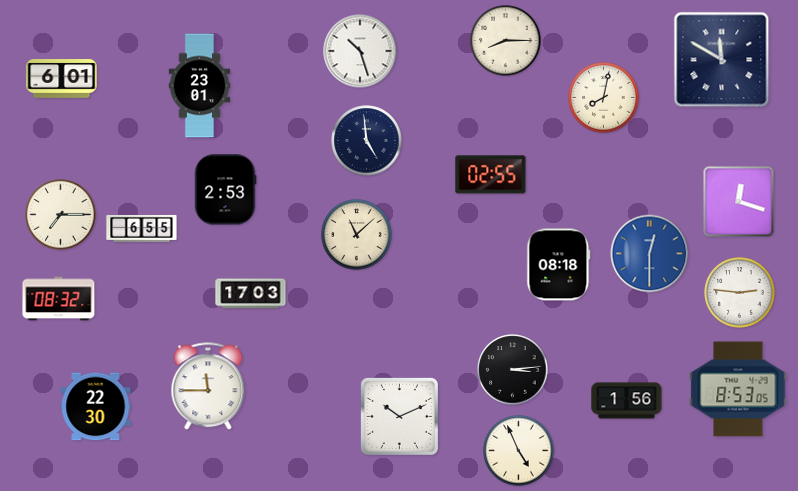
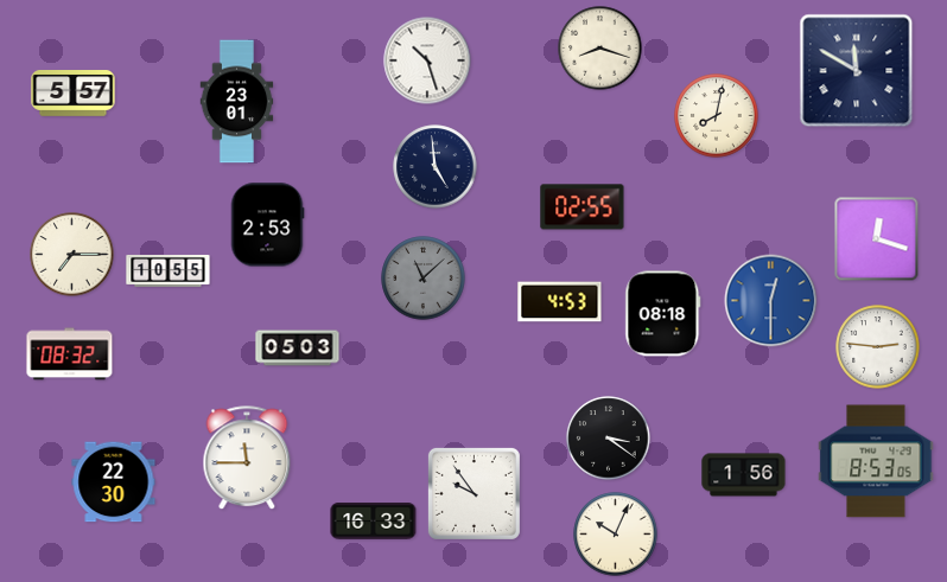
clock at (506, 41): 8:15 -> 8:18
clock at (62, 79): 6:01 -> 5:57
clock at (142, 228): 6:55 -> 10:55
clock at (357, 235) dial: cream -> grey
clock at (560, 302): none -> 4:53
clock at (251, 294): 17:03 -> 05:03
clock at (513, 370): 3:14 -> 3:21
clock at (399, 416): 10:11 -> 9:54
clock at (374, 522): none -> 16:33
clock at (519, 451): 4:56 -> 10:04
